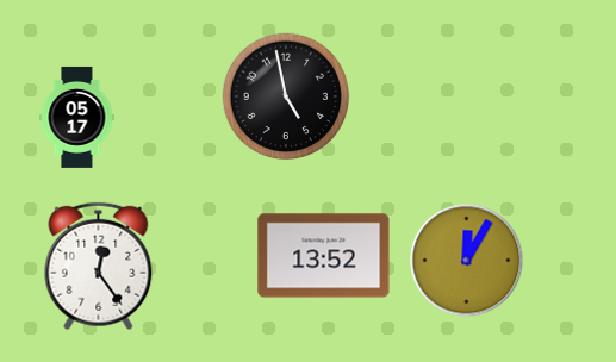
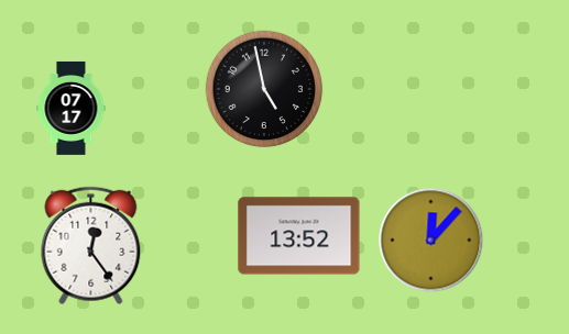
clock at (77, 117): 05:17 -> 07:17
clock at (467, 261): 12:05 -> 12:07
